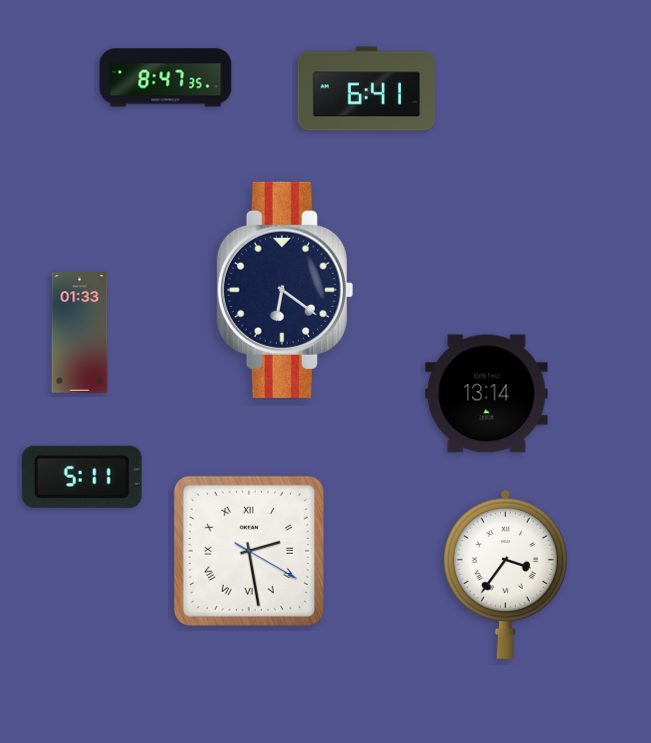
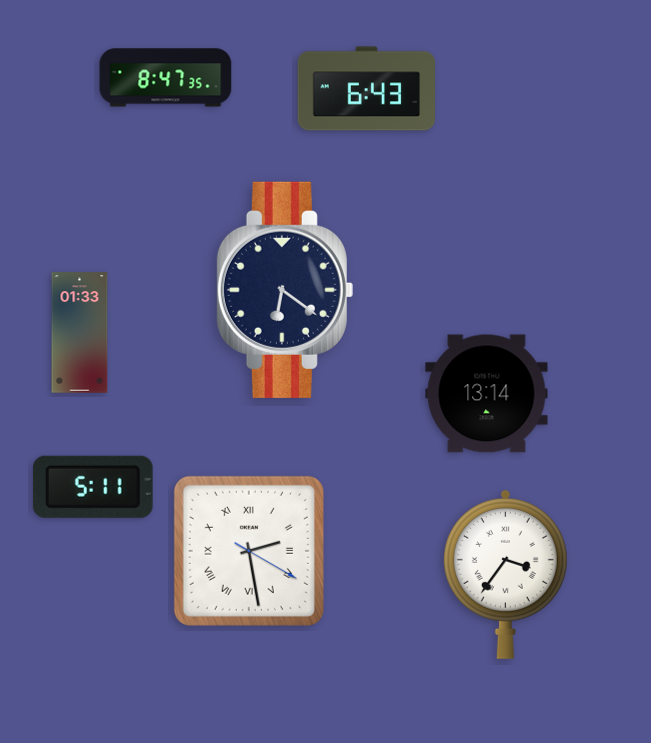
clock at (366, 89): 6:41 -> 6:43
clock at (82, 477) position: (82, 477) -> (93, 487)
